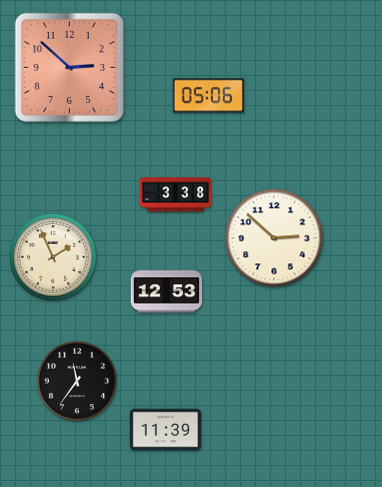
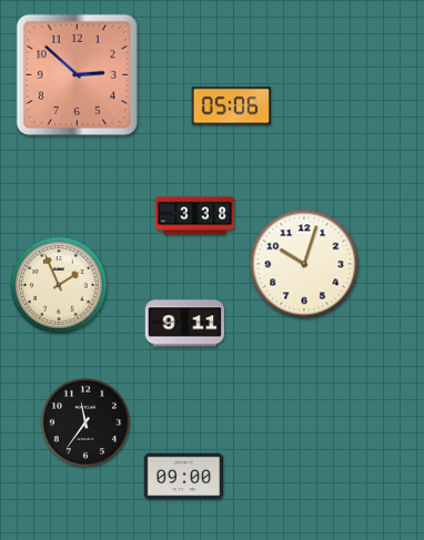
clock at (274, 238): 2:52 -> 10:03
clock at (167, 292): 12:53 -> 9:11
clock at (166, 430): 11:39 -> 09:00
